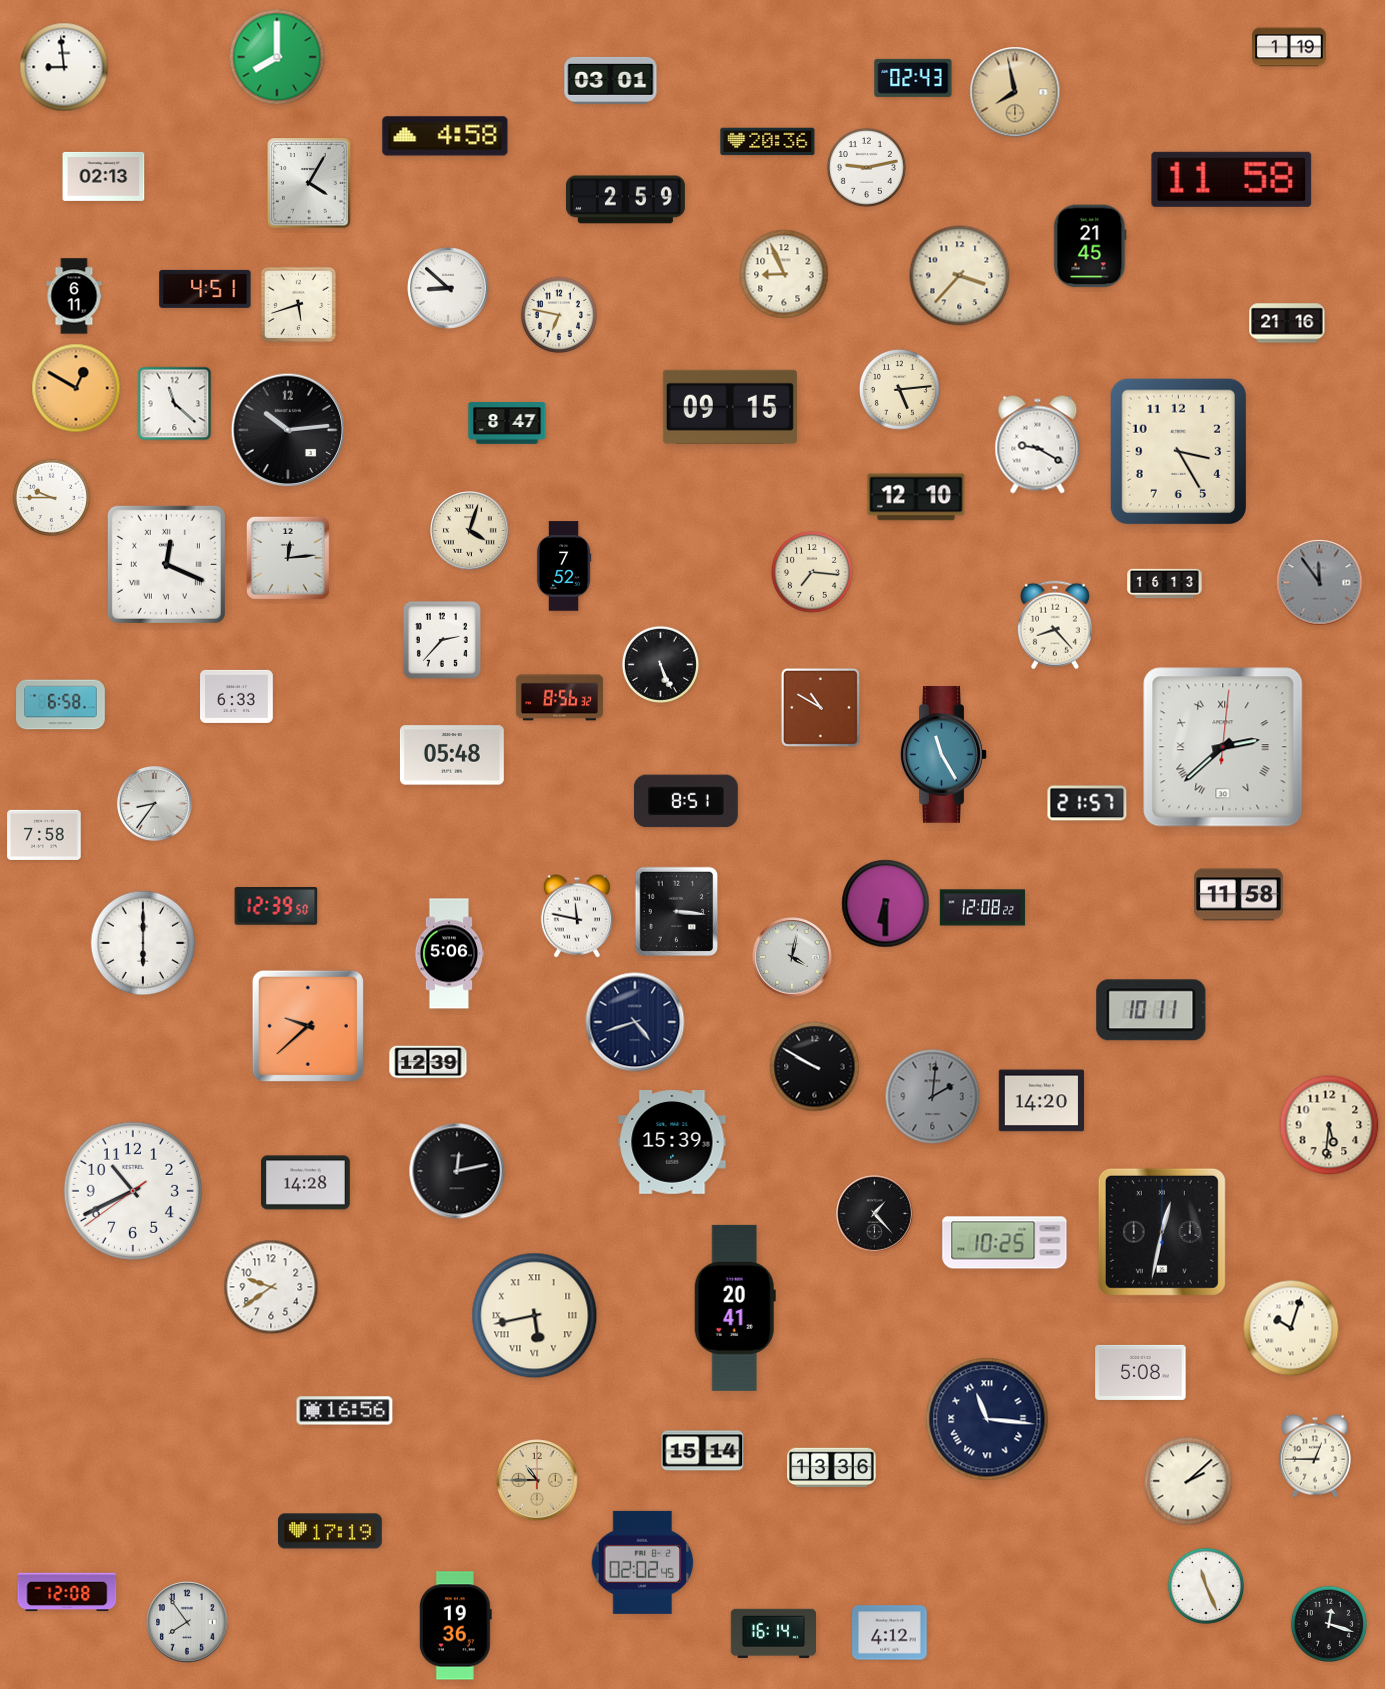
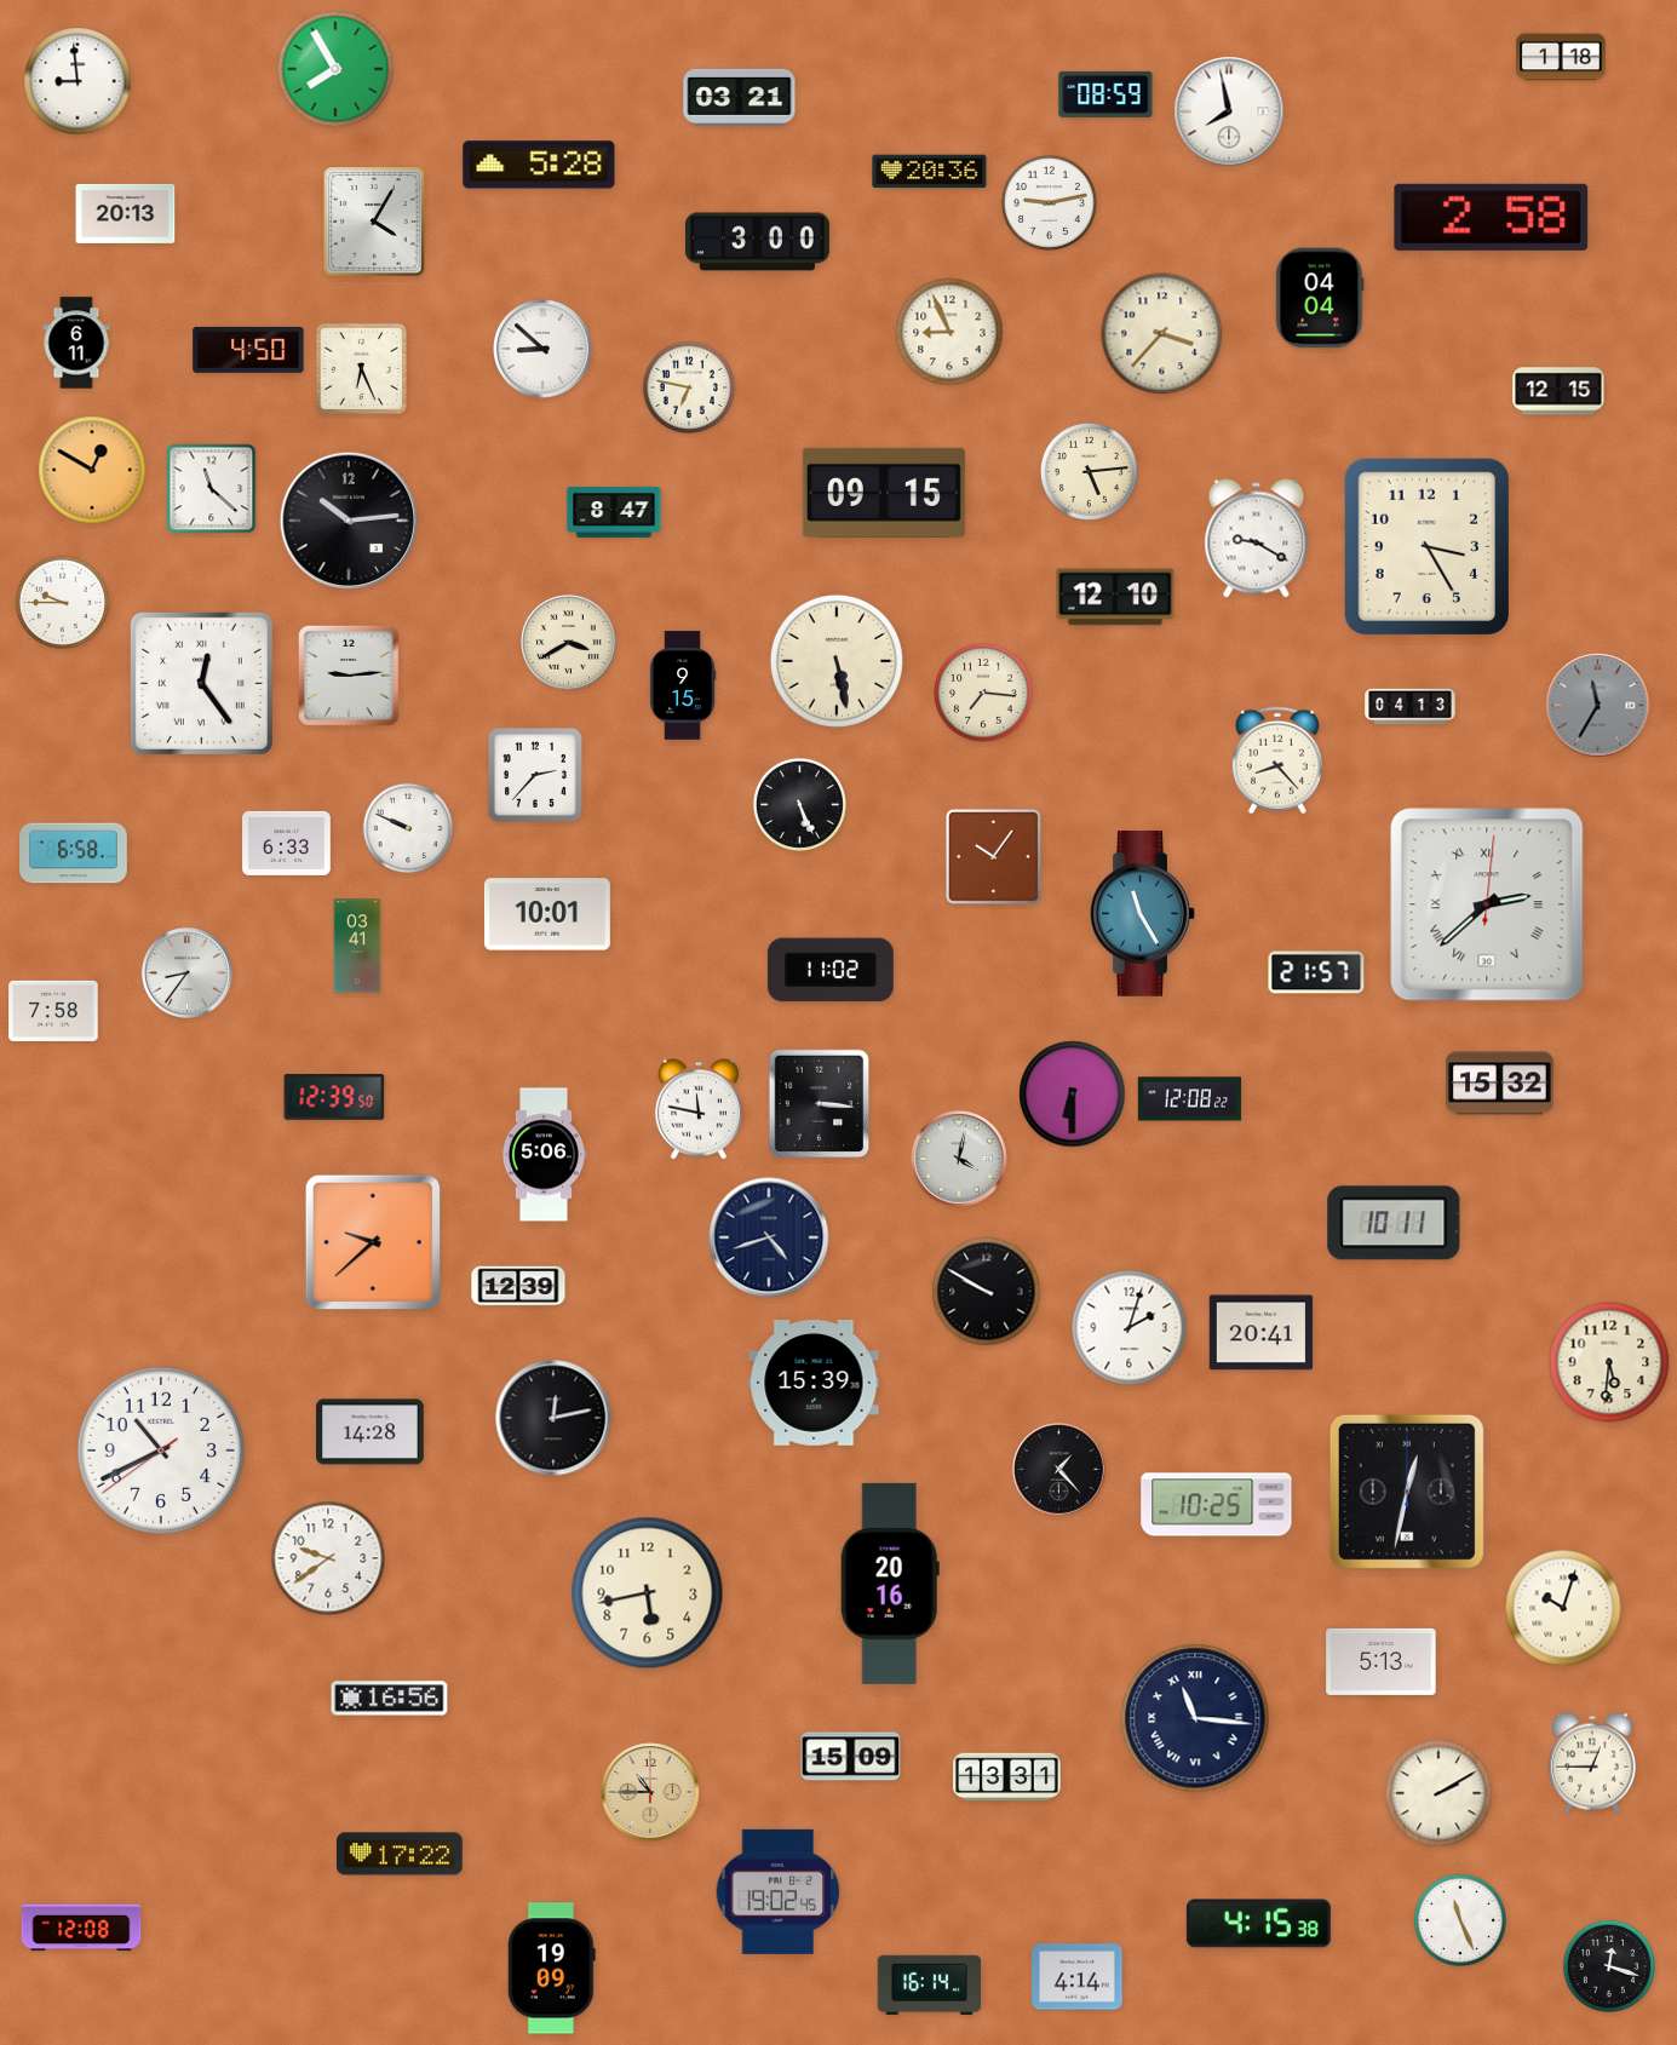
clock at (1289, 47): 1:19 -> 1:18
clock at (277, 57): 8:00 -> 7:55
clock at (913, 78): 02:43 -> 08:59
clock at (611, 80): 03:01 -> 03:21
clock at (1015, 92) dial: champagne -> white
clock at (445, 136): 4:58 -> 5:28
clock at (104, 176): 02:13 -> 20:13
clock at (1232, 179): 11:58 -> 2:58
clock at (625, 200): 2:59 -> 3:00
clock at (1090, 246): 21:45 -> 04:04
clock at (205, 289): 4:51 -> 4:50
clock at (74, 296) position: (74, 296) -> (76, 343)
clock at (299, 305): 5:42 -> 6:26
clock at (558, 314) position: (558, 314) -> (688, 386)
clock at (1287, 323): 21:16 -> 12:15
clock at (916, 497) position: (916, 497) -> (1115, 597)
clock at (470, 531): 4:03 -> 3:40
clock at (837, 661): none -> 5:28
clock at (288, 558): 12:14 -> 9:14
clock at (166, 564): 12:19 -> 12:24
clock at (564, 566): 7:52 -> 9:15
clock at (1320, 583): 11:54 -> 11:35
clock at (1165, 584): 16:13 -> 04:13
clock at (1055, 625) position: (1055, 625) -> (1277, 760)
clock at (408, 828): none -> 9:49
clock at (559, 698): 8:56 -> none
clock at (820, 707): 10:50 -> 10:06
clock at (1223, 747) position: (1223, 747) -> (1487, 904)
clock at (452, 755): 05:48 -> 10:01
clock at (357, 946): none -> 03:41
clock at (686, 801): 8:51 -> 11:02
clock at (1239, 895): 11:58 -> 15:32
clock at (143, 943): 6:00 -> none
clock at (933, 1097): 2:01 -> 2:03
clock at (933, 1097) dial: grey -> white
clock at (1041, 1101): 14:20 -> 20:41
clock at (133, 1191) position: (133, 1191) -> (161, 1451)
clock at (735, 1308): 20:41 -> 20:16
clock at (535, 1316) numerals: Roman -> Arabic
clock at (1141, 1372): 5:08 -> 5:13
clock at (345, 1411) position: (345, 1411) -> (390, 1699)
clock at (703, 1451): 15:14 -> 15:09
clock at (832, 1468): 13:36 -> 13:31
clock at (1188, 1481): 2:08 -> 2:10
clock at (330, 1531): 17:19 -> 17:22
clock at (643, 1562): 02:02 -> 19:02
clock at (1258, 1924): none -> 4:15
clock at (187, 1622): 7:54 -> none
clock at (455, 1626): 19:36 -> 19:09
clock at (773, 1633) position: (773, 1633) -> (929, 1984)
clock at (890, 1633): 4:12 -> 4:14
